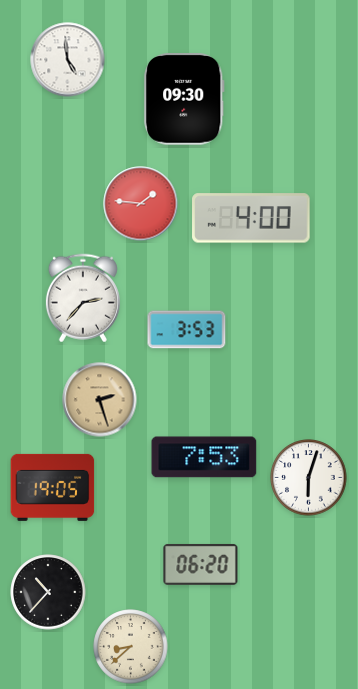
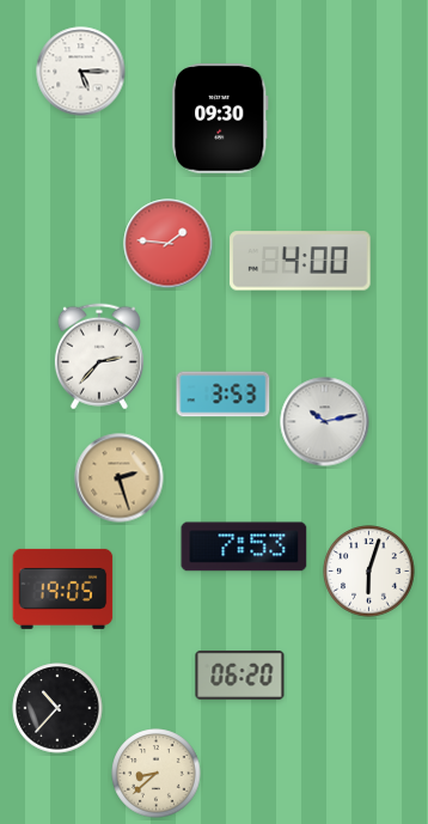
clock at (68, 60): 4:59 -> 5:15
clock at (325, 422): none -> 10:13
clock at (53, 487) position: (53, 487) -> (63, 588)
